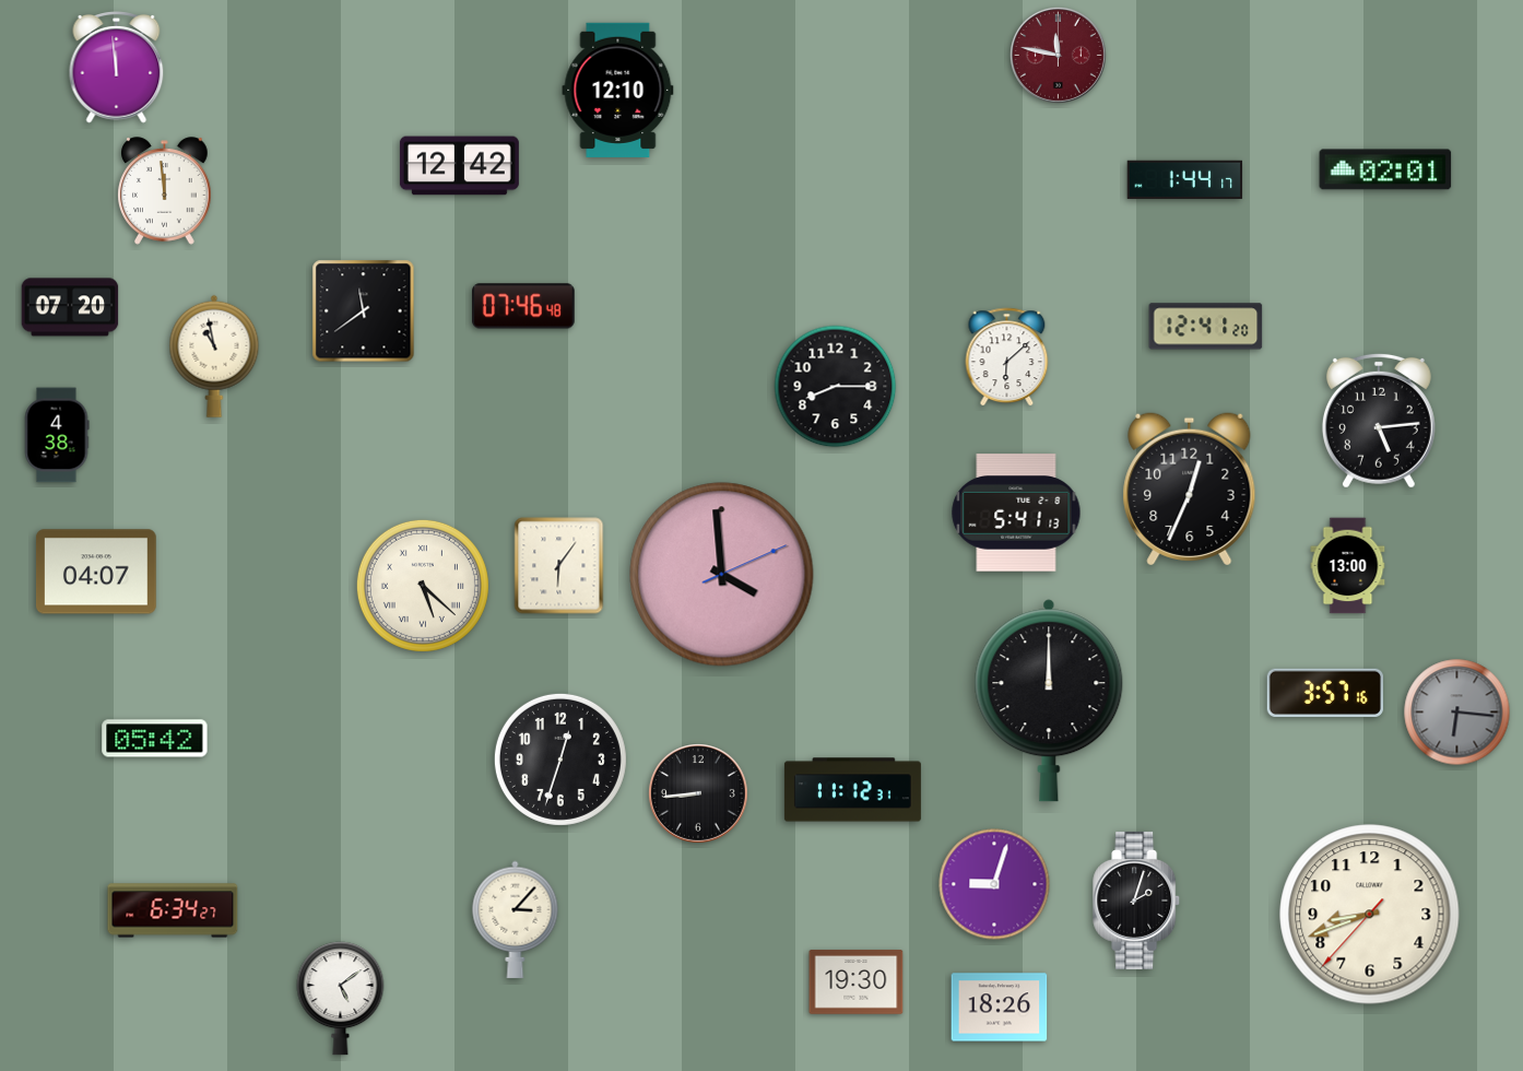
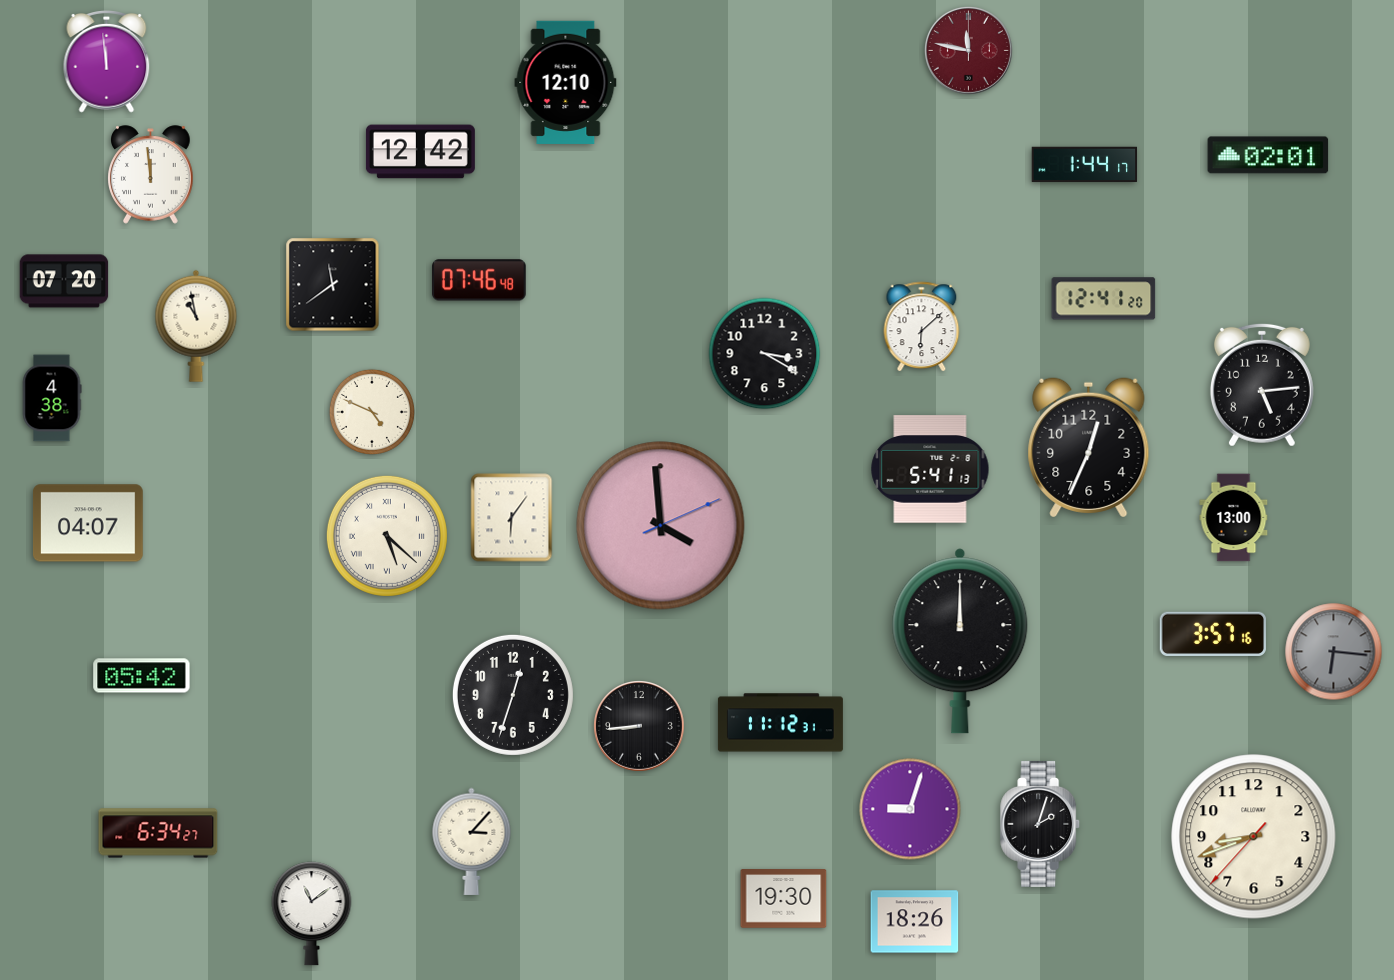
clock at (836, 387): 8:15 -> 3:20
clock at (372, 412): none -> 4:49
clock at (341, 999): 5:09 -> 11:09
